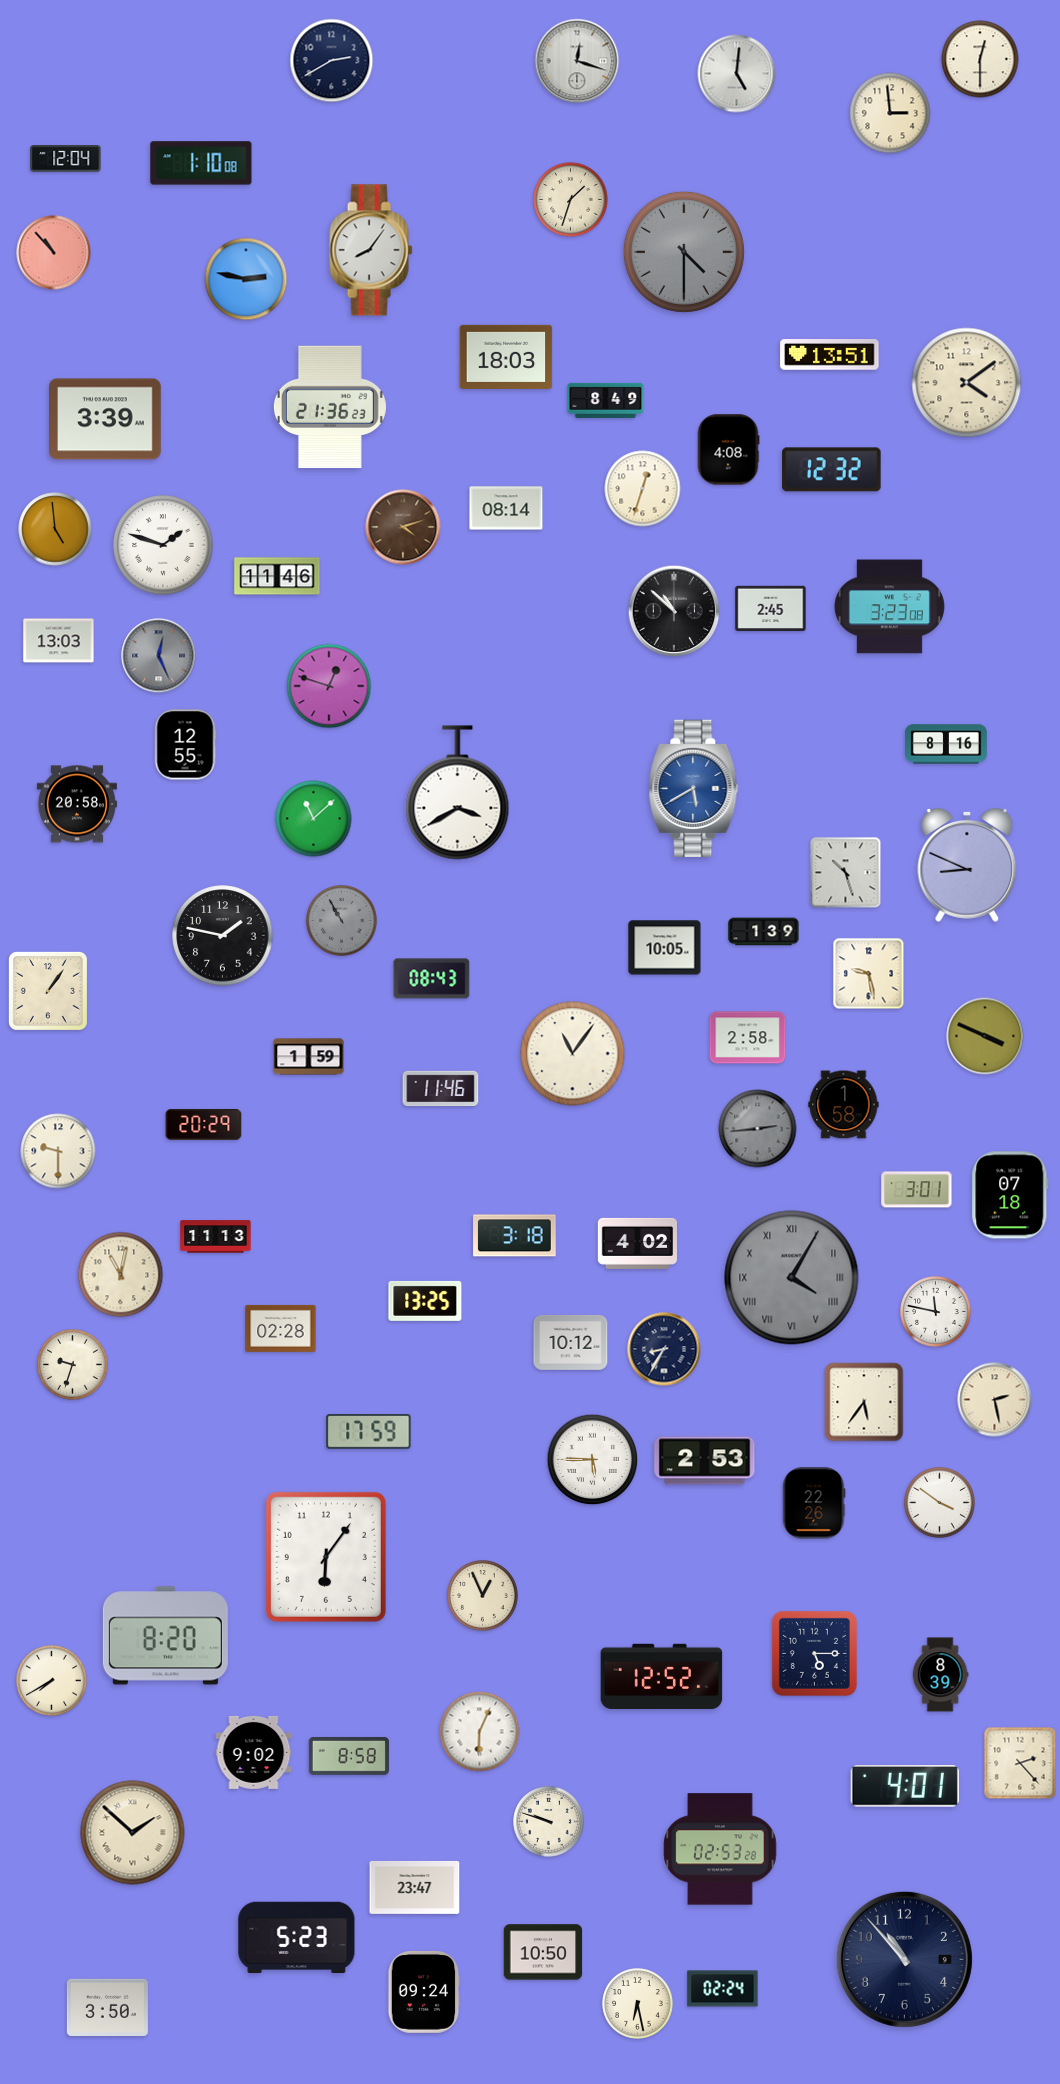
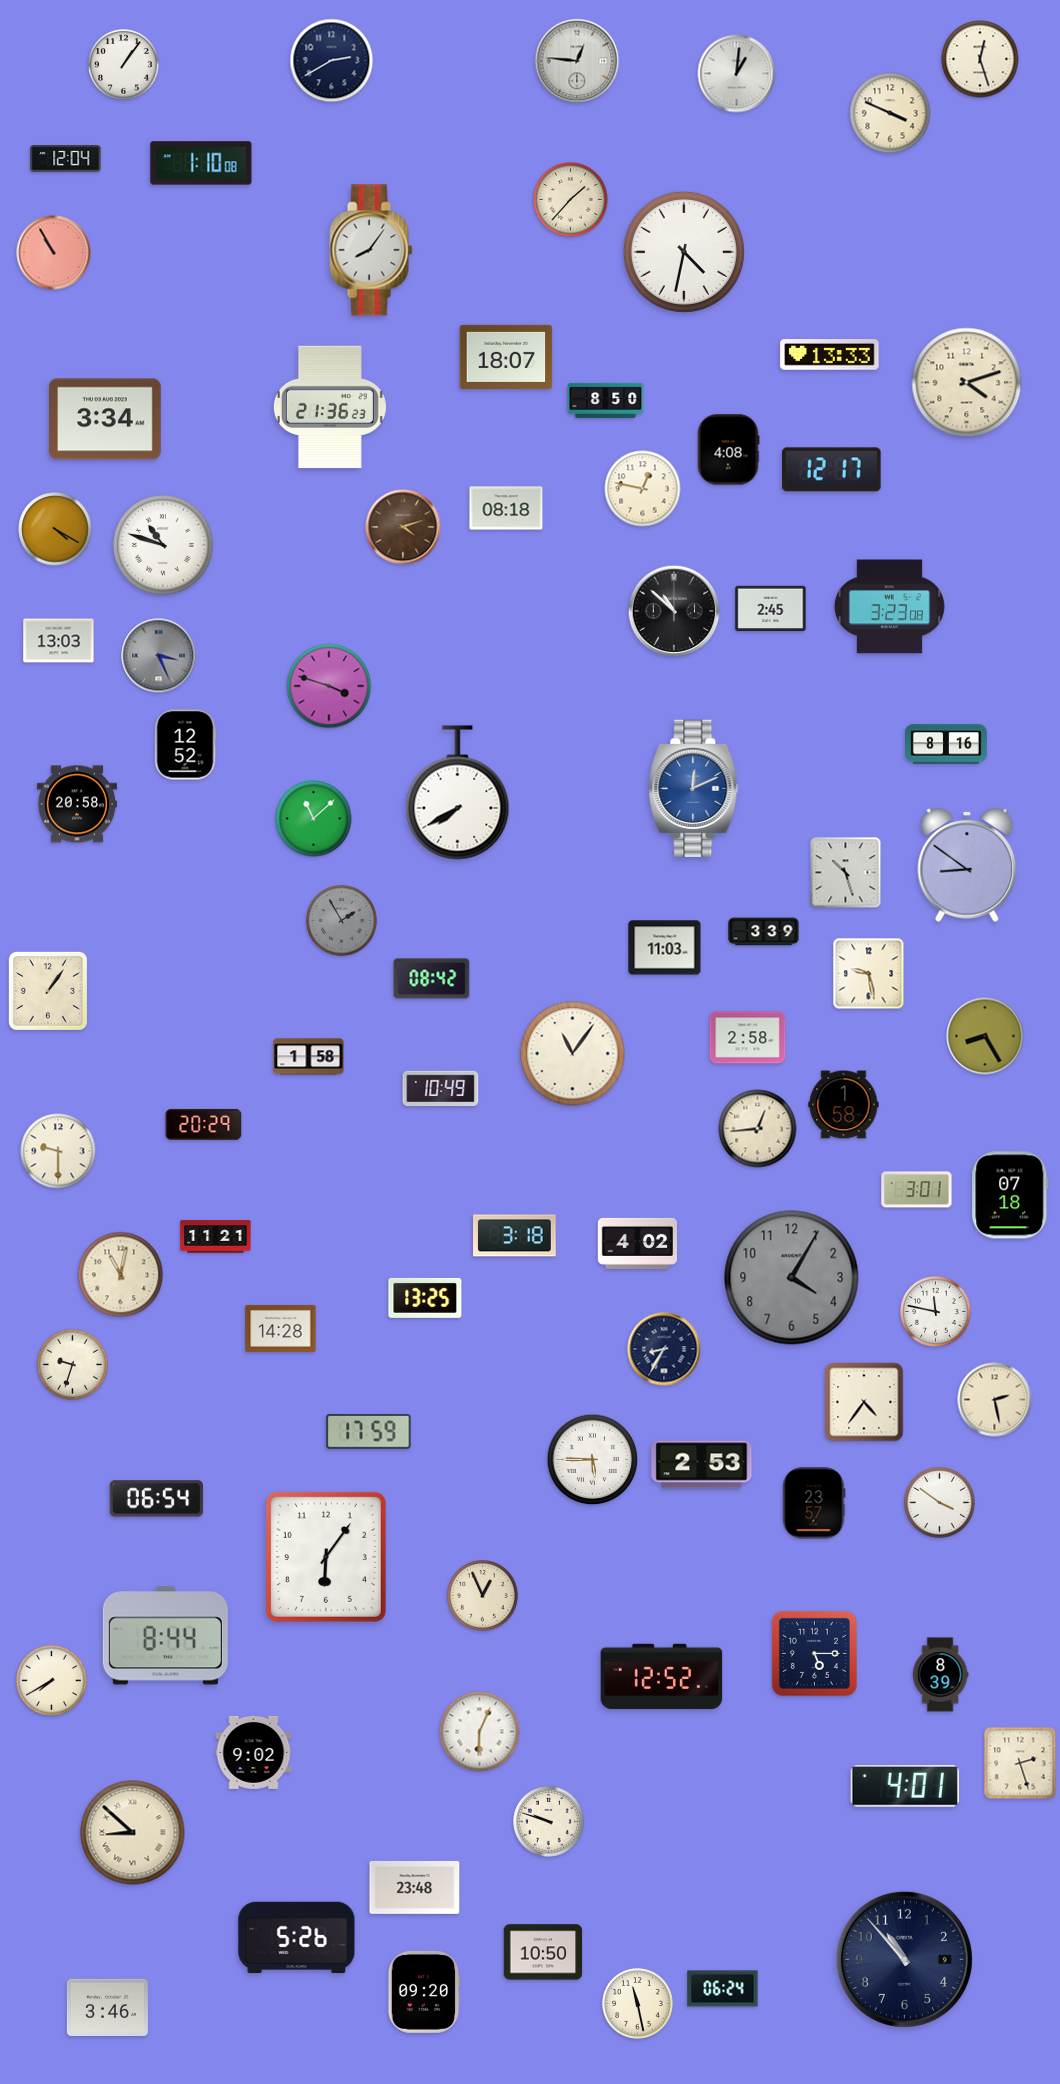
clock at (980, 59): 12:30 -> 12:27
clock at (577, 61): 12:18 -> 12:46
clock at (124, 65): none -> 1:06
clock at (737, 74): 5:01 -> 1:01
clock at (890, 113): 2:59 -> 3:49
clock at (571, 200): 1:33 -> 1:37
clock at (684, 252): 4:30 -> 4:32
clock at (684, 252) dial: grey -> white
clock at (54, 253): 10:53 -> 10:55
clock at (246, 279): 2:47 -> none
clock at (830, 355): 13:51 -> 13:33
clock at (506, 357): 18:03 -> 18:07
clock at (967, 383): 4:09 -> 4:12
clock at (606, 400): 8:49 -> 8:50
clock at (106, 419): 3:39 -> 3:34
clock at (832, 470): 12:32 -> 12:17
clock at (643, 489): 12:33 -> 12:47
clock at (506, 508): 08:14 -> 08:18
clock at (55, 529): 4:59 -> 4:20
clock at (163, 545): 1:48 -> 10:48
clock at (277, 576): 11:46 -> none
clock at (159, 656): 12:26 -> 3:26
clock at (329, 686): 12:48 -> 3:48
clock at (185, 745): 12:55 -> 12:52
clock at (694, 788): 5:40 -> 12:11
clock at (458, 793): 3:40 -> 7:40
clock at (967, 865): 8:49 -> 8:51
clock at (342, 921): 10:55 -> 1:55
clock at (764, 932): 1:39 -> 3:39
clock at (223, 936): 1:47 -> none
clock at (665, 948): 10:05 -> 11:03
clock at (432, 979): 08:43 -> 08:42
clock at (985, 1036): 3:49 -> 8:25
clock at (309, 1057): 1:59 -> 1:58
clock at (441, 1089): 11:46 -> 10:49
clock at (758, 1129): 2:44 -> 12:44
clock at (758, 1129) dial: grey -> cream
clock at (216, 1237): 11:13 -> 11:21
clock at (792, 1278) numerals: Roman -> Arabic
clock at (425, 1301) position: (425, 1301) -> (425, 1298)
clock at (281, 1328): 02:28 -> 14:28
clock at (571, 1343): 10:12 -> none
clock at (864, 1402): 5:36 -> 4:36
clock at (705, 1461) position: (705, 1461) -> (702, 1465)
clock at (156, 1499): none -> 06:54
clock at (814, 1503): 22:26 -> 23:57
clock at (165, 1636): 8:20 -> 8:44
clock at (349, 1756): 8:58 -> none
clock at (1020, 1763): 2:23 -> 2:27
clock at (133, 1833): 1:52 -> 8:52
clock at (720, 1849): 02:53 -> none
clock at (415, 1887): 23:47 -> 23:48
clock at (297, 1938): 5:23 -> 5:26
clock at (723, 1989): 02:24 -> 06:24
clock at (424, 1992): 09:24 -> 09:20
clock at (638, 2004): 6:28 -> 11:28
clock at (107, 2007): 3:50 -> 3:46
